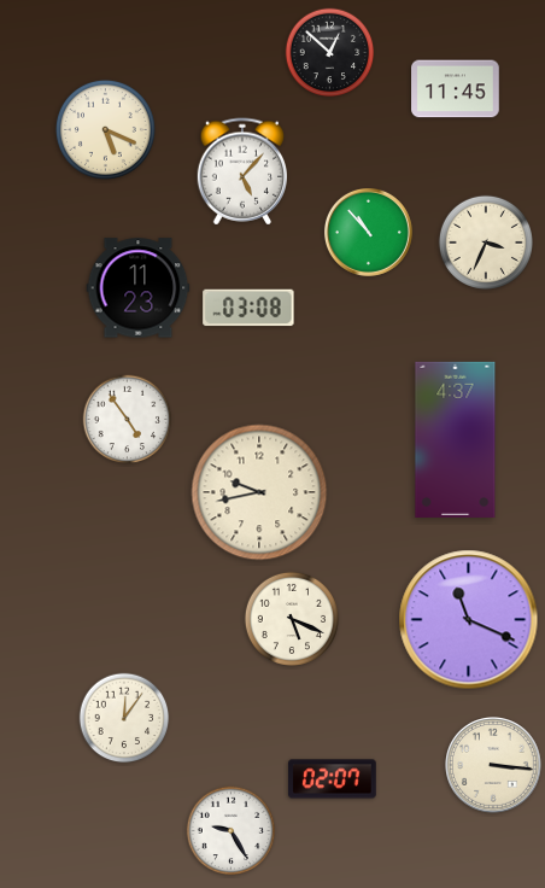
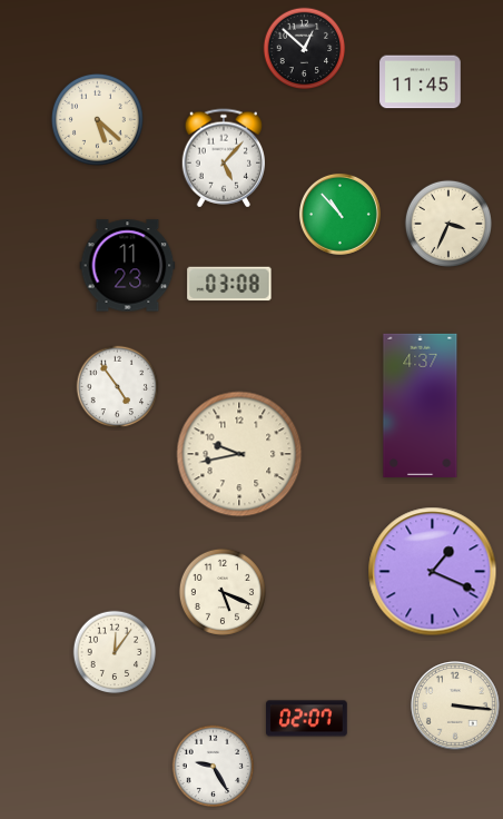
clock at (105, 129): 5:19 -> 5:22
clock at (292, 619) position: (292, 619) -> (223, 592)
clock at (469, 620): 11:19 -> 1:19
clock at (124, 718) position: (124, 718) -> (115, 652)
